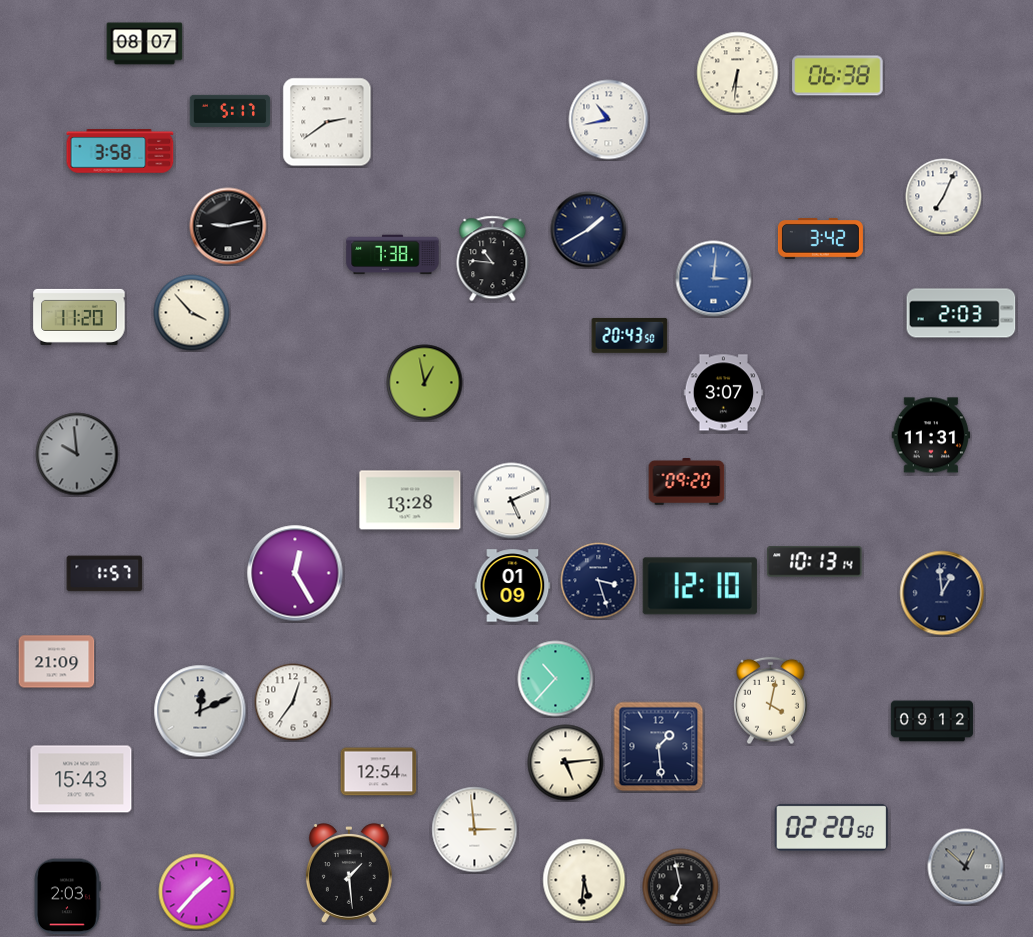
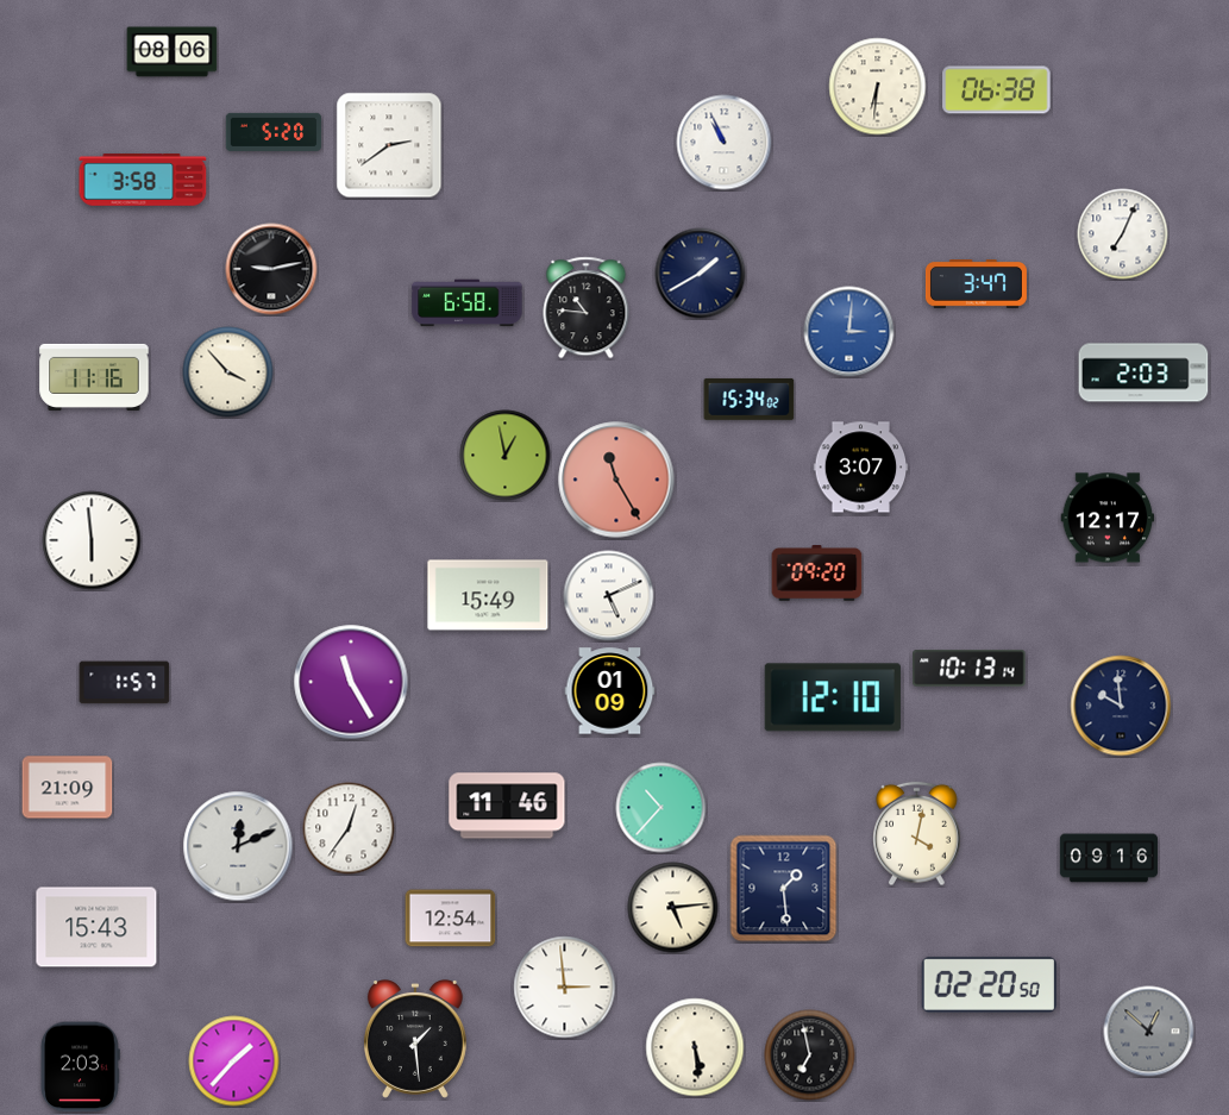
clock at (145, 44): 08:07 -> 08:06
clock at (230, 111): 5:17 -> 5:20
clock at (609, 120): 10:43 -> 10:56
clock at (820, 239): 3:42 -> 3:47
clock at (393, 255): 7:38 -> 6:58
clock at (79, 317): 11:20 -> 11:16
clock at (630, 335): 20:43 -> 15:34
clock at (616, 480): none -> 11:25
clock at (931, 435): 11:31 -> 12:17
clock at (77, 454): 9:59 -> 5:59
clock at (77, 454) dial: grey -> white
clock at (410, 500): 13:28 -> 15:49
clock at (295, 573): 12:25 -> 11:25
clock at (599, 581): 3:27 -> none
clock at (513, 586) position: (513, 586) -> (610, 691)
clock at (942, 593): 12:59 -> 9:59
clock at (507, 806): none -> 11:46
clock at (293, 702) position: (293, 702) -> (349, 828)
clock at (932, 721): 09:12 -> 09:16
clock at (584, 880): 5:31 -> 5:29
